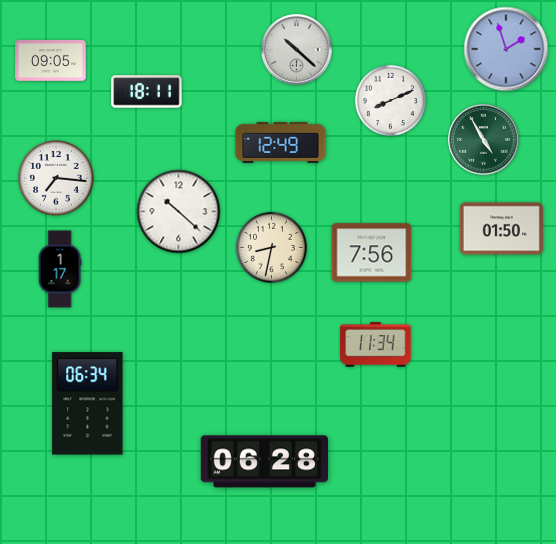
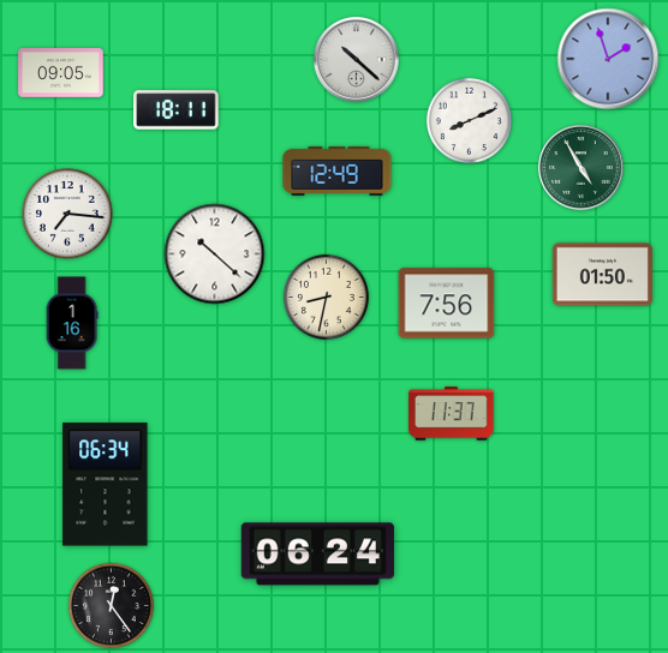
clock at (60, 269): 1:17 -> 1:16
clock at (376, 345): 11:34 -> 11:37
clock at (264, 462): 06:28 -> 06:24
clock at (111, 605): none -> 12:24
